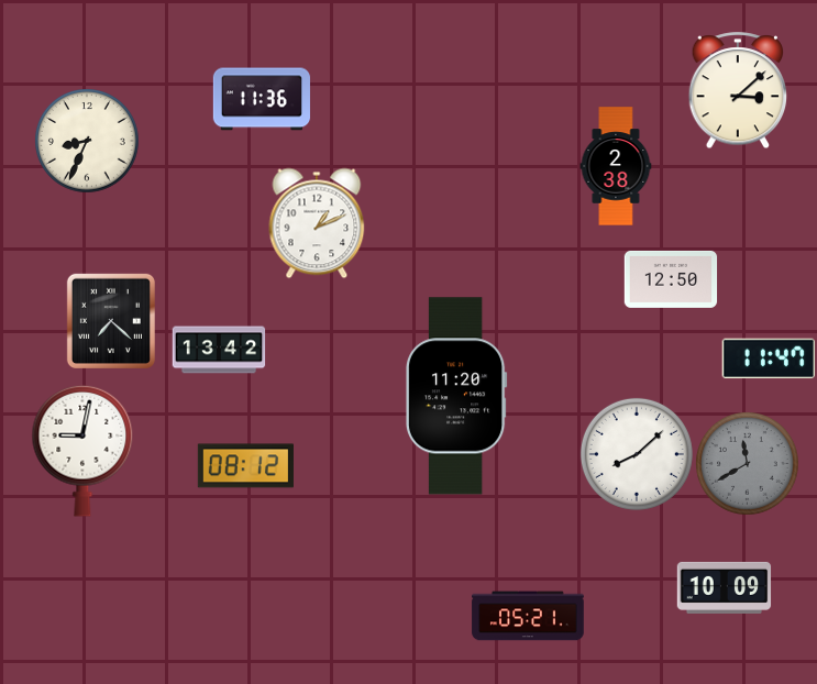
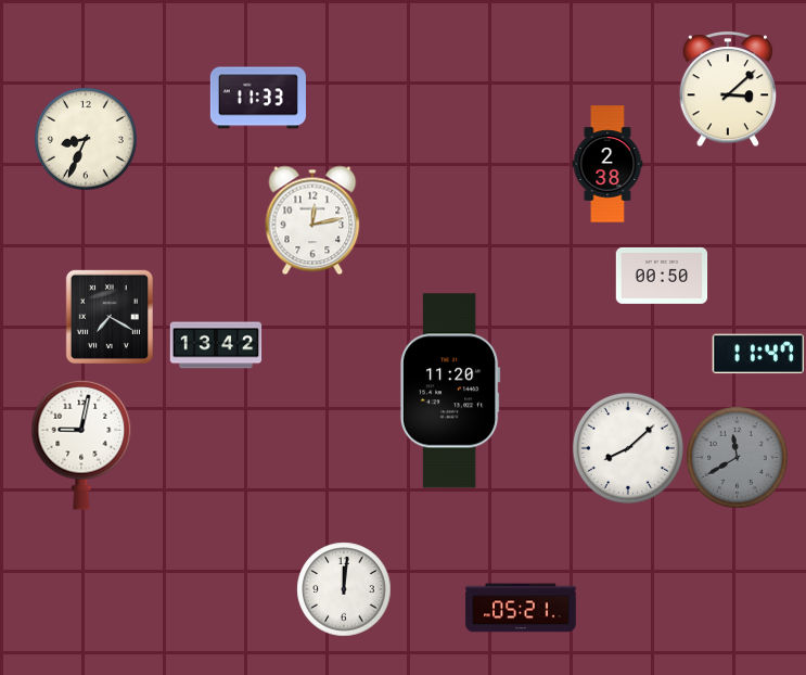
clock at (262, 99): 11:36 -> 11:33
clock at (317, 223): 1:11 -> 12:13
clock at (671, 279): 12:50 -> 00:50
clock at (111, 321): 7:22 -> 7:20
clock at (245, 466): 08:12 -> none
clock at (724, 587): 10:09 -> none
clock at (344, 589): none -> 12:01
